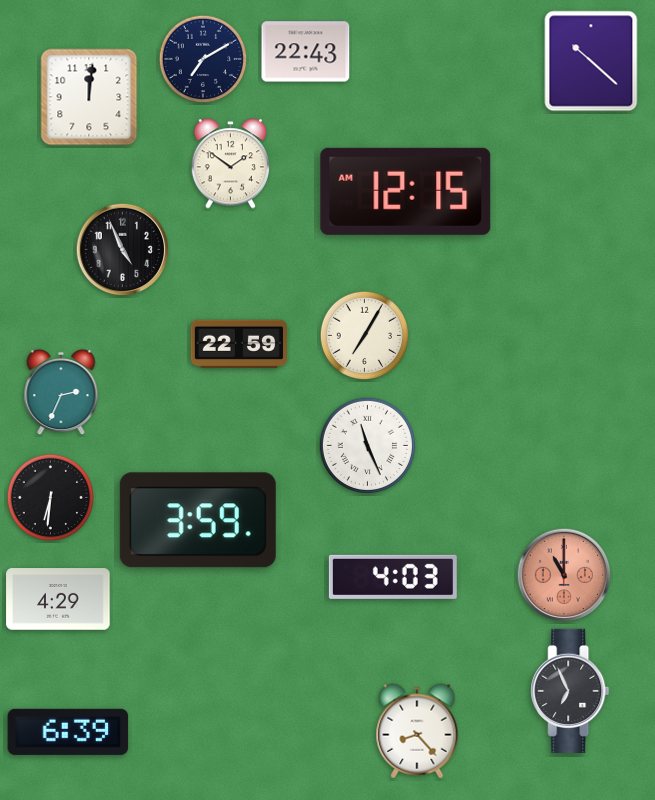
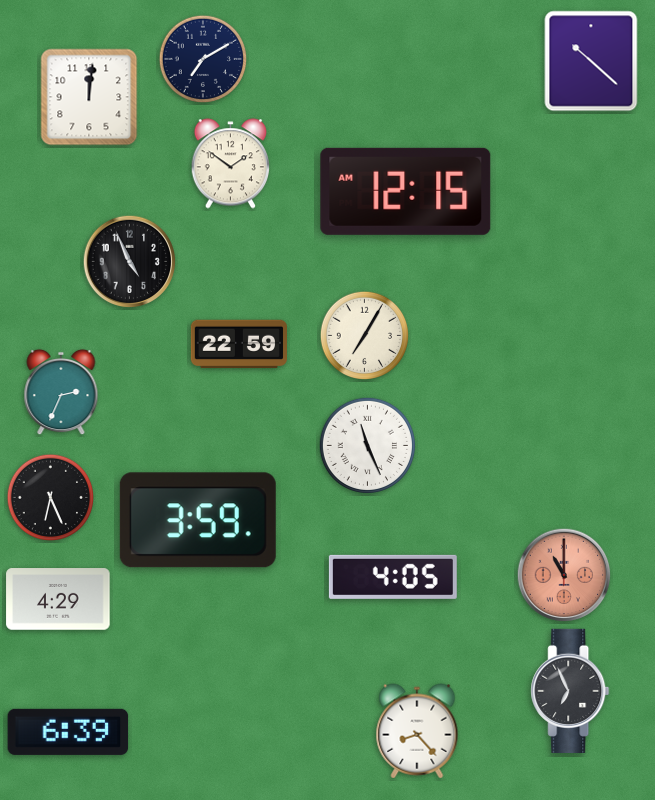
clock at (306, 52): 22:43 -> none
clock at (123, 250) position: (123, 250) -> (130, 262)
clock at (51, 498): 6:31 -> 6:26
clock at (393, 577): 4:03 -> 4:05
